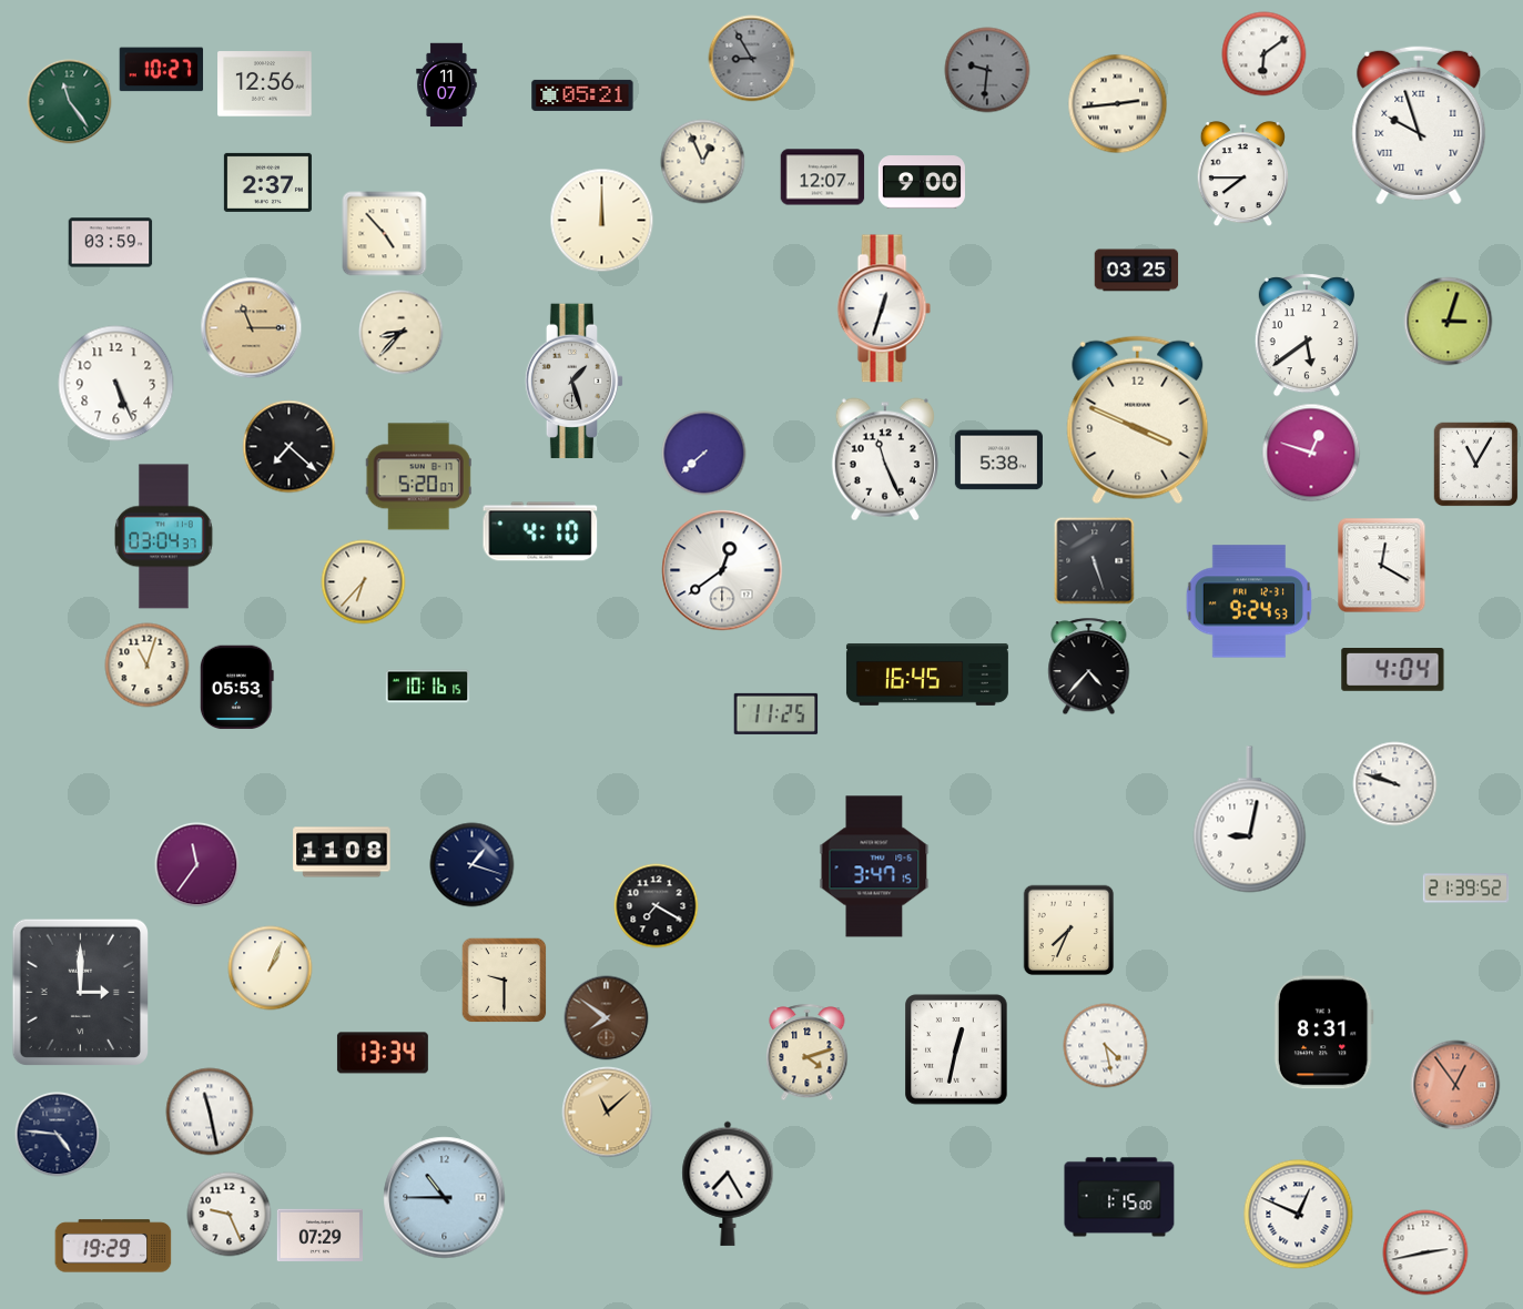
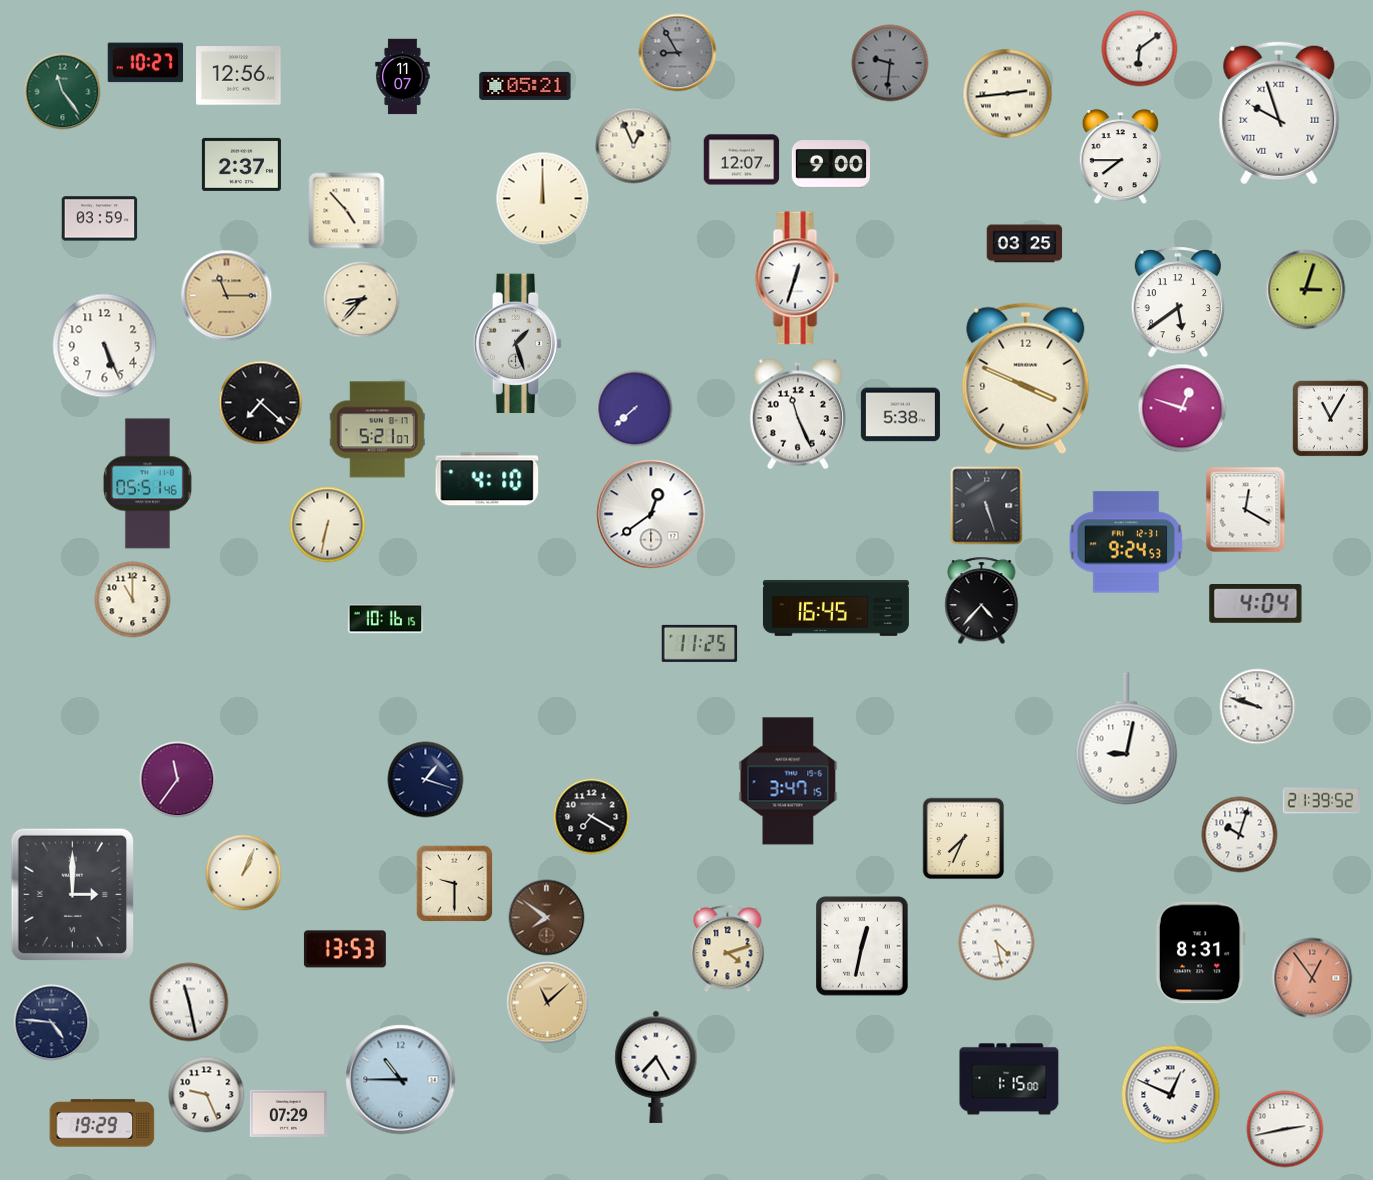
clock at (418, 477): 5:20 -> 5:21
clock at (164, 537): 03:04 -> 05:51
clock at (364, 582): 6:37 -> 6:32
clock at (148, 666): 11:03 -> 11:00
clock at (236, 688): 05:53 -> none
clock at (342, 852): 11:08 -> none
clock at (1240, 835): none -> 10:03
clock at (1323, 1033) position: (1323, 1033) -> (1200, 953)
clock at (383, 1053): 13:34 -> 13:53
